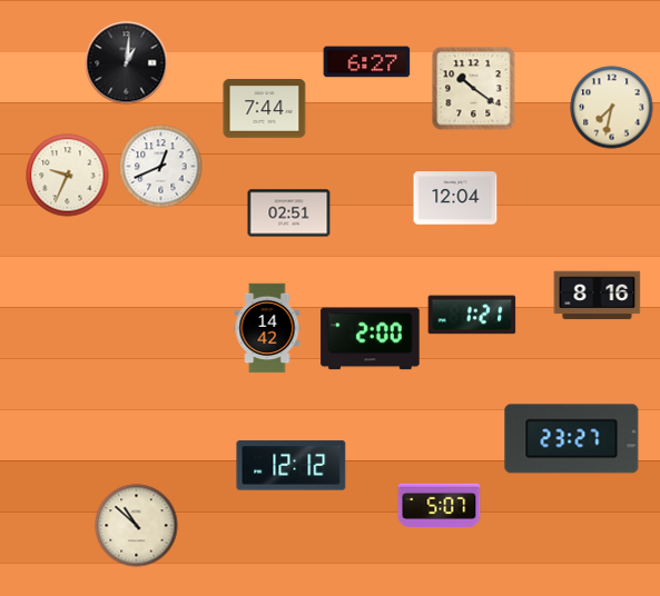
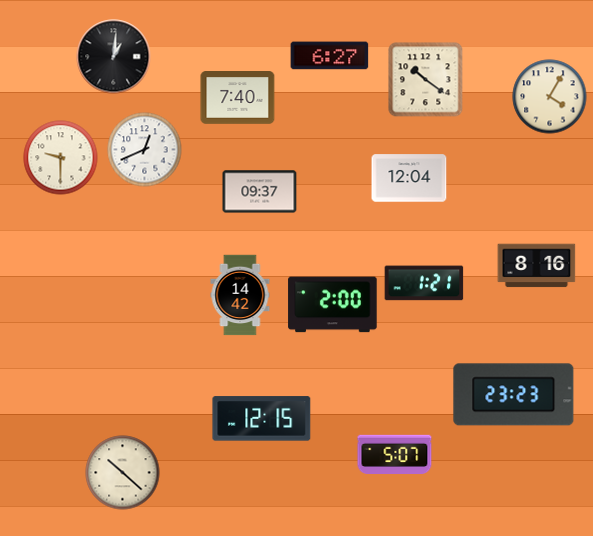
clock at (612, 108): 7:32 -> 4:05
clock at (265, 109): 7:44 -> 7:40
clock at (68, 176): 9:34 -> 9:30
clock at (289, 213): 02:51 -> 09:37
clock at (572, 439): 23:27 -> 23:23
clock at (292, 466): 12:12 -> 12:15
clock at (137, 526): 10:52 -> 10:22
